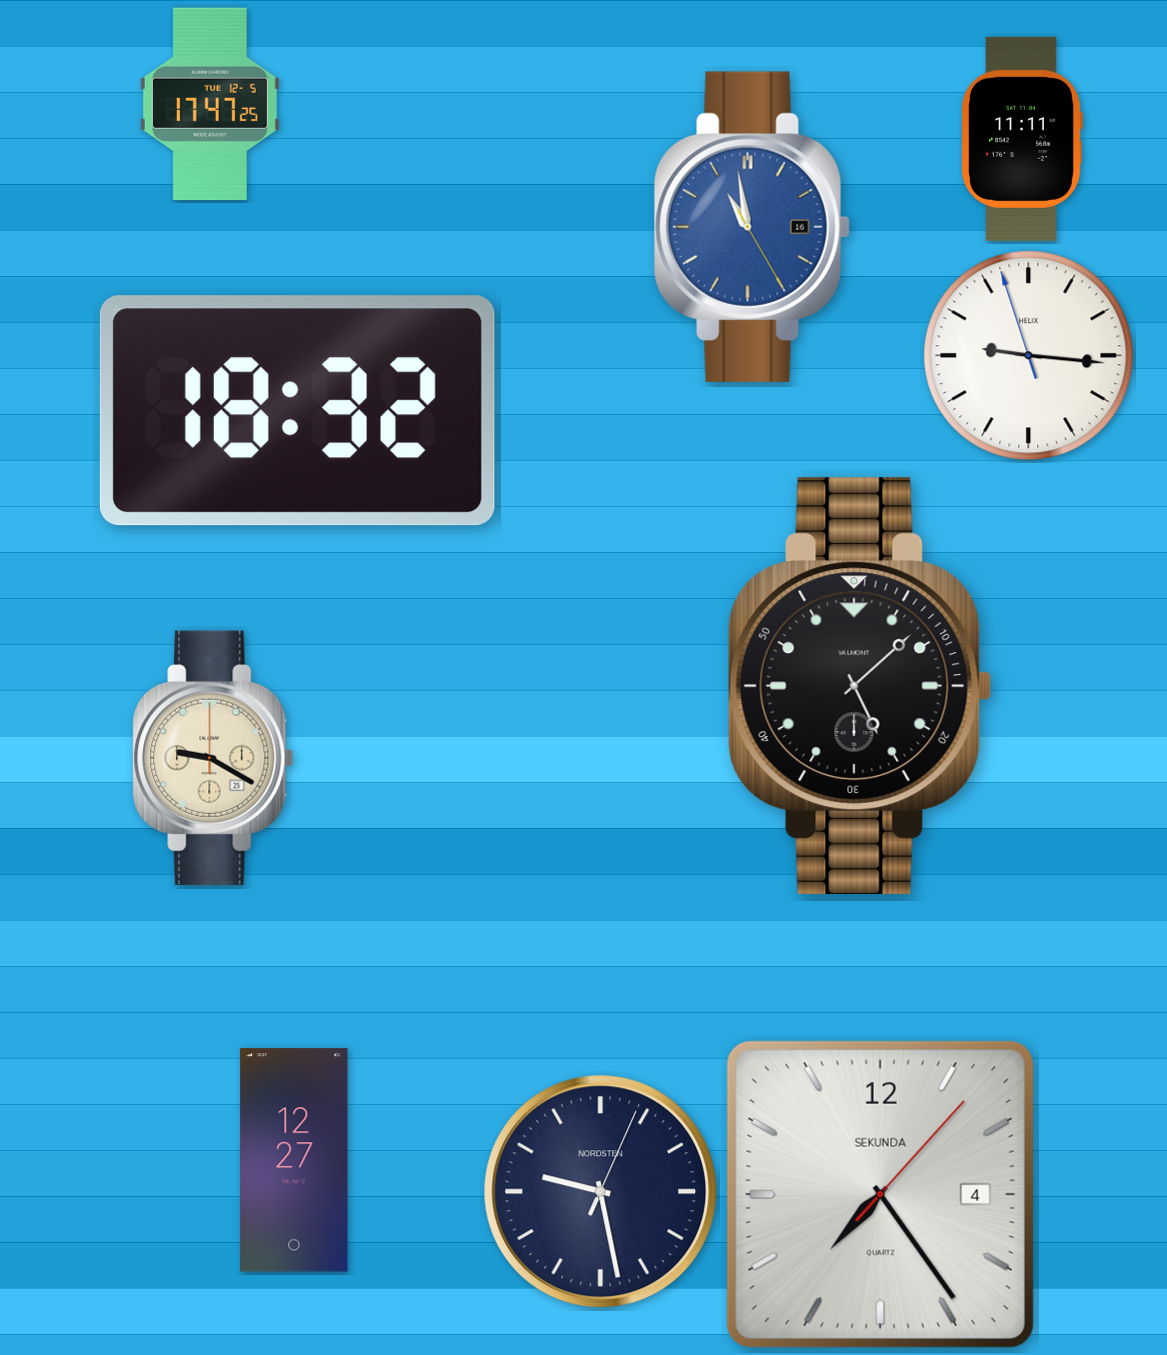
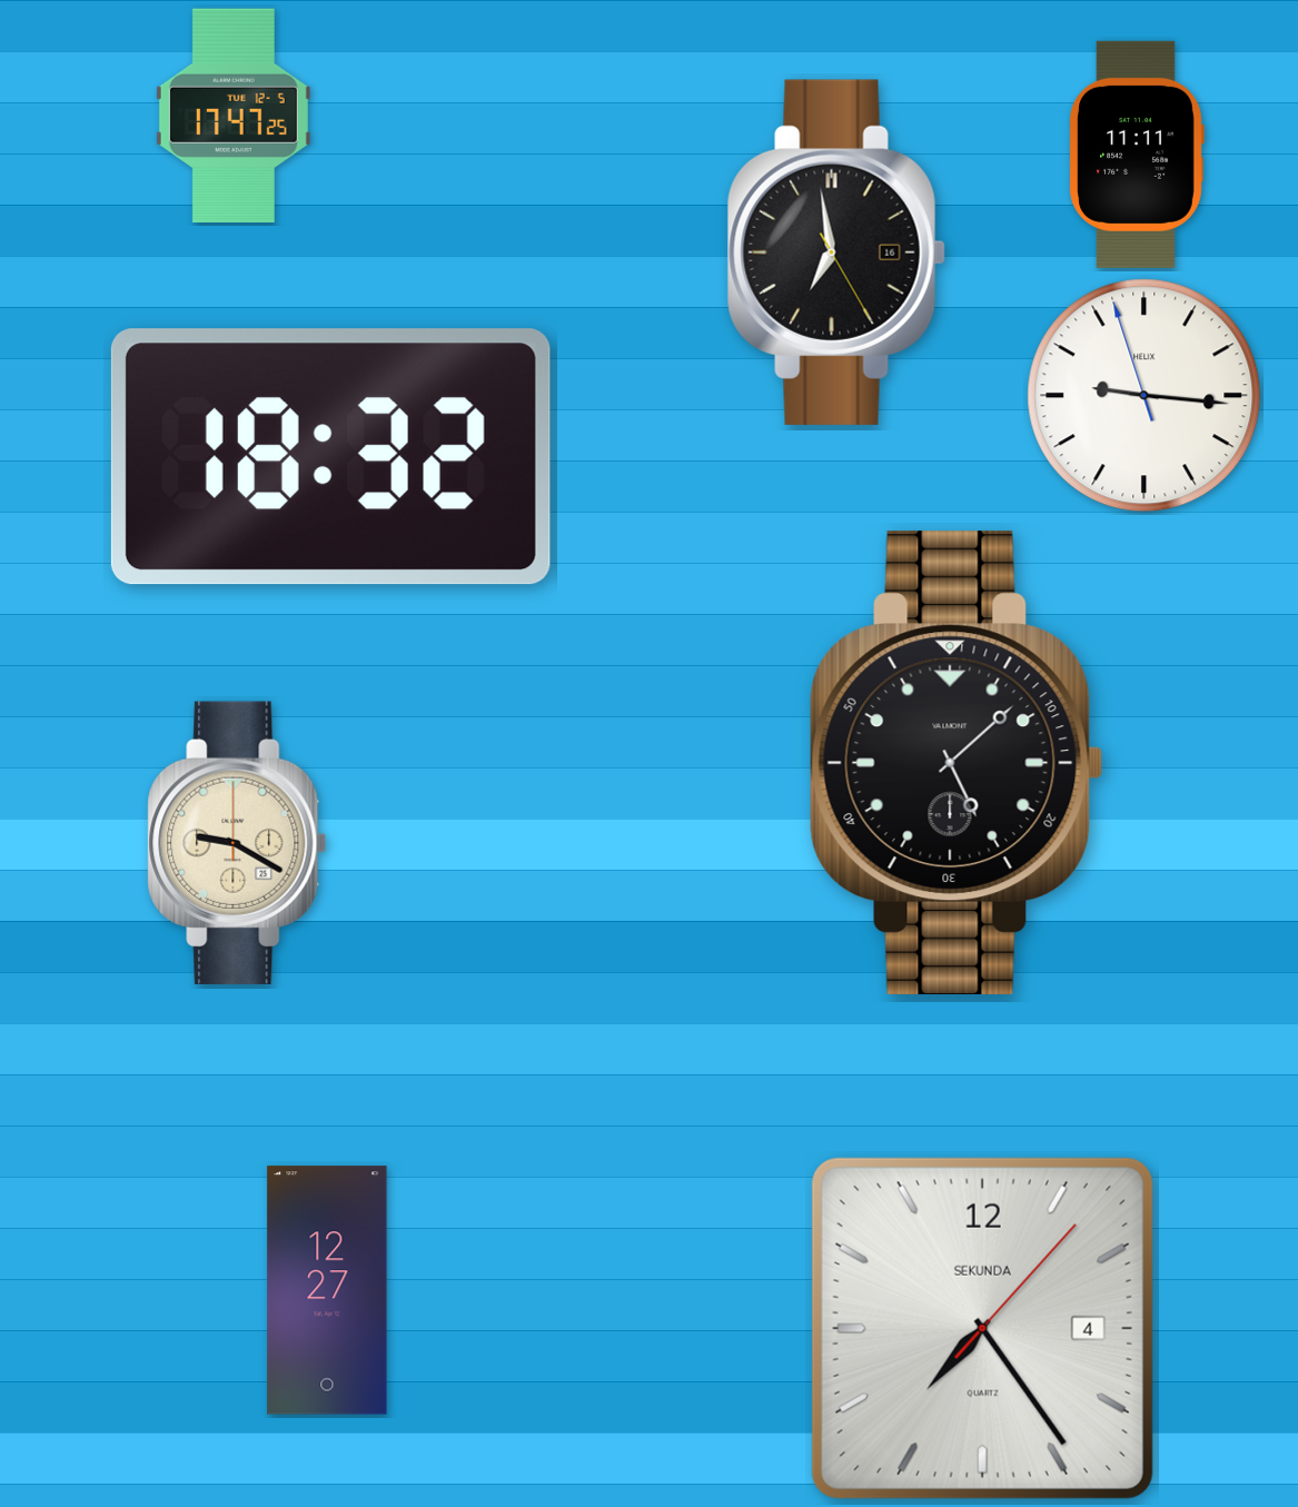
clock at (752, 227): 10:58 -> 6:58
clock at (752, 227) dial: blue -> black
clock at (601, 1192): 9:28 -> none
clock at (880, 1194) position: (880, 1194) -> (982, 1328)
